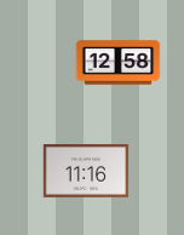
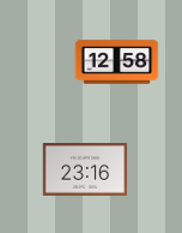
clock at (86, 172): 11:16 -> 23:16
